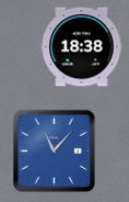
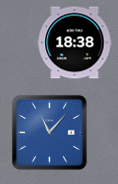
clock at (54, 150) position: (54, 150) -> (49, 132)
